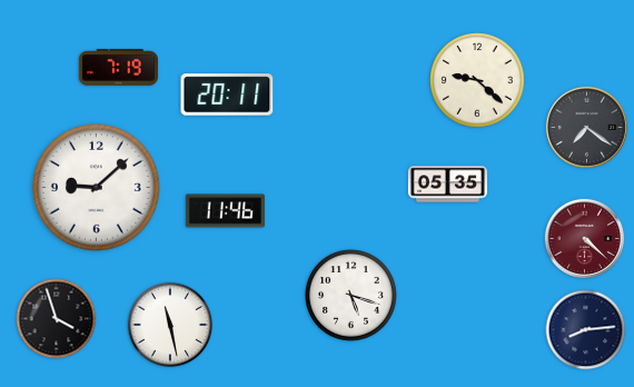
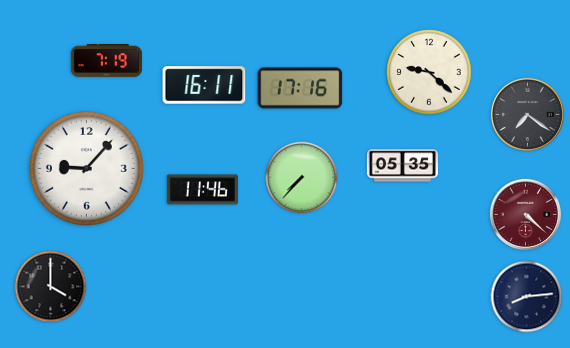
clock at (227, 95): 20:11 -> 16:11
clock at (300, 88): none -> 17:16
clock at (96, 187): 9:08 -> 9:07
clock at (302, 178): none -> 7:37
clock at (351, 296): 5:18 -> none
clock at (57, 319): 3:57 -> 4:00
clock at (170, 325): 11:28 -> none
